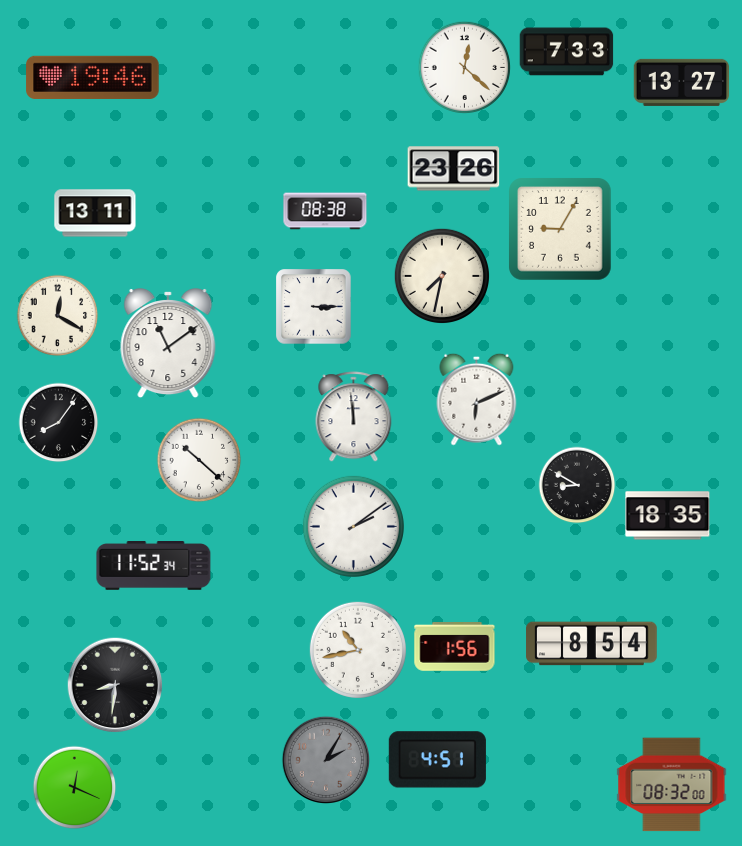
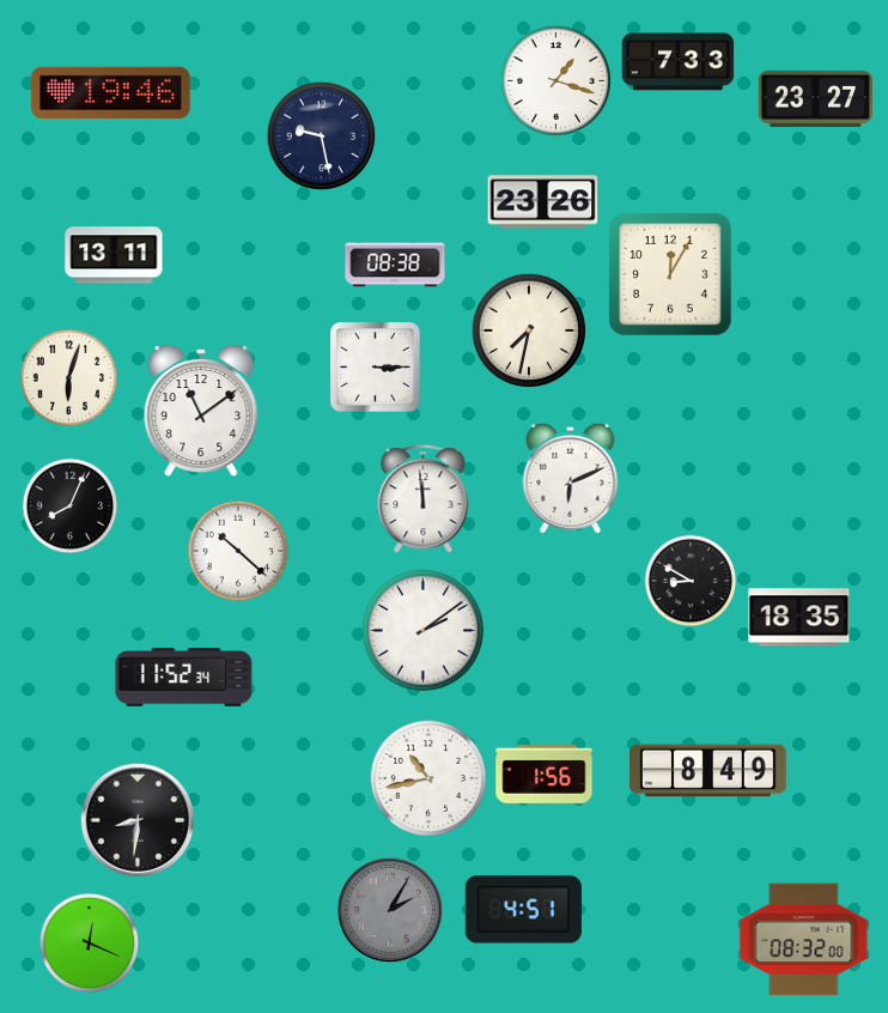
clock at (464, 67): 12:22 -> 1:18
clock at (682, 82): 13:27 -> 23:27
clock at (322, 137): none -> 9:28
clock at (325, 211) position: (325, 211) -> (395, 265)
clock at (561, 230): 9:05 -> 12:05
clock at (58, 316): 12:20 -> 6:03
clock at (59, 423): 8:06 -> 8:04
clock at (592, 644): 8:54 -> 8:49
